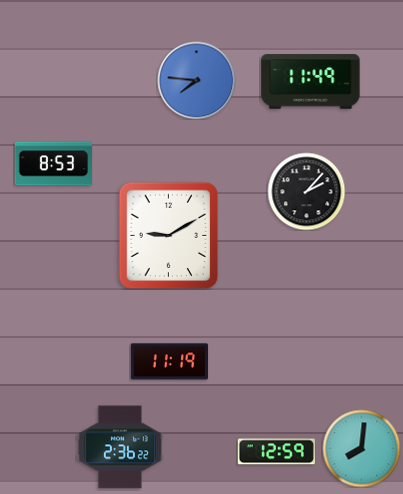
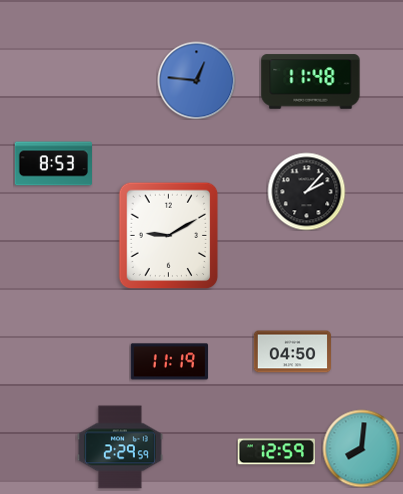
clock at (196, 80): 7:46 -> 12:46
clock at (311, 82): 11:49 -> 11:48
clock at (292, 352): none -> 04:50
clock at (120, 447): 2:36 -> 2:29
